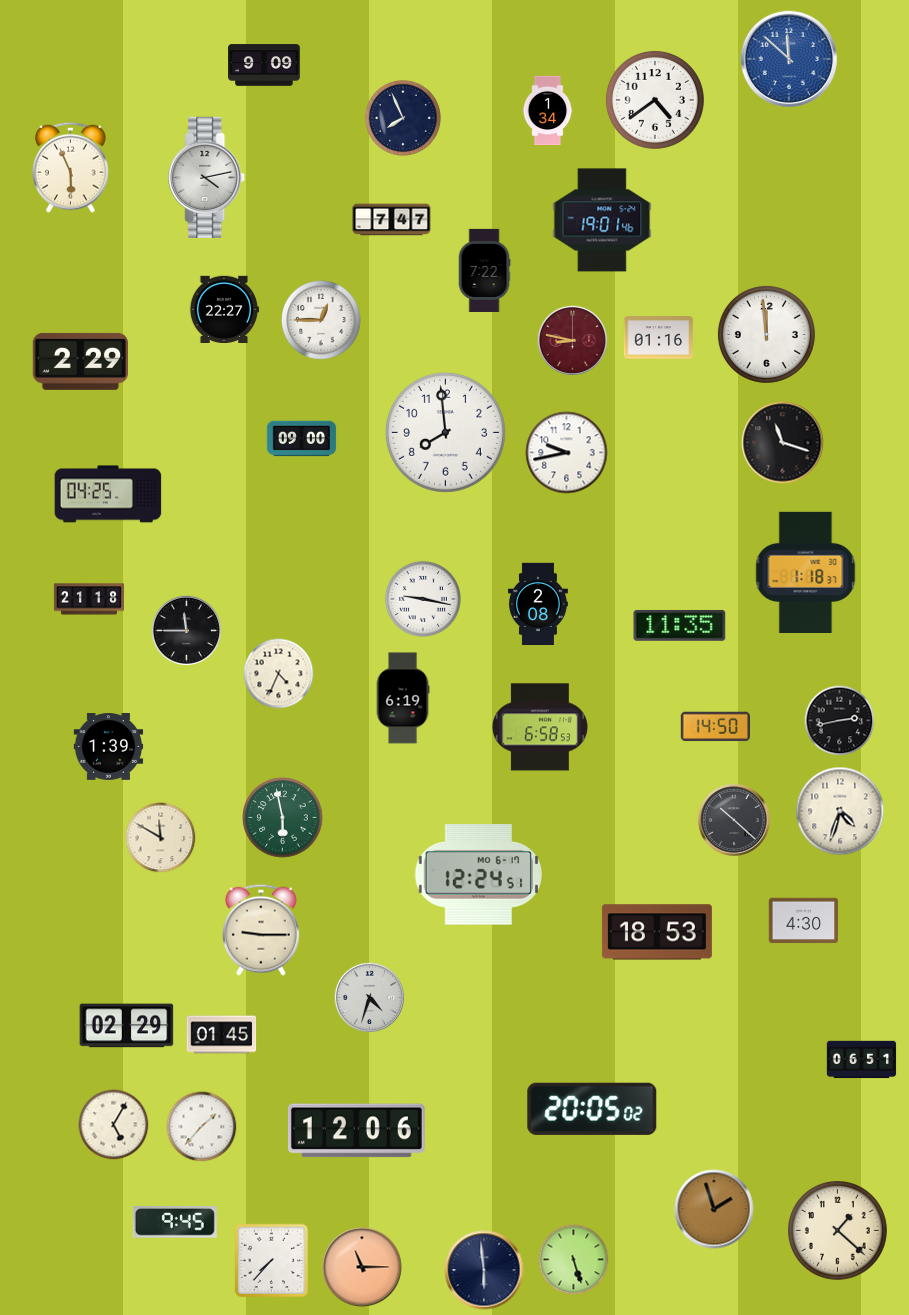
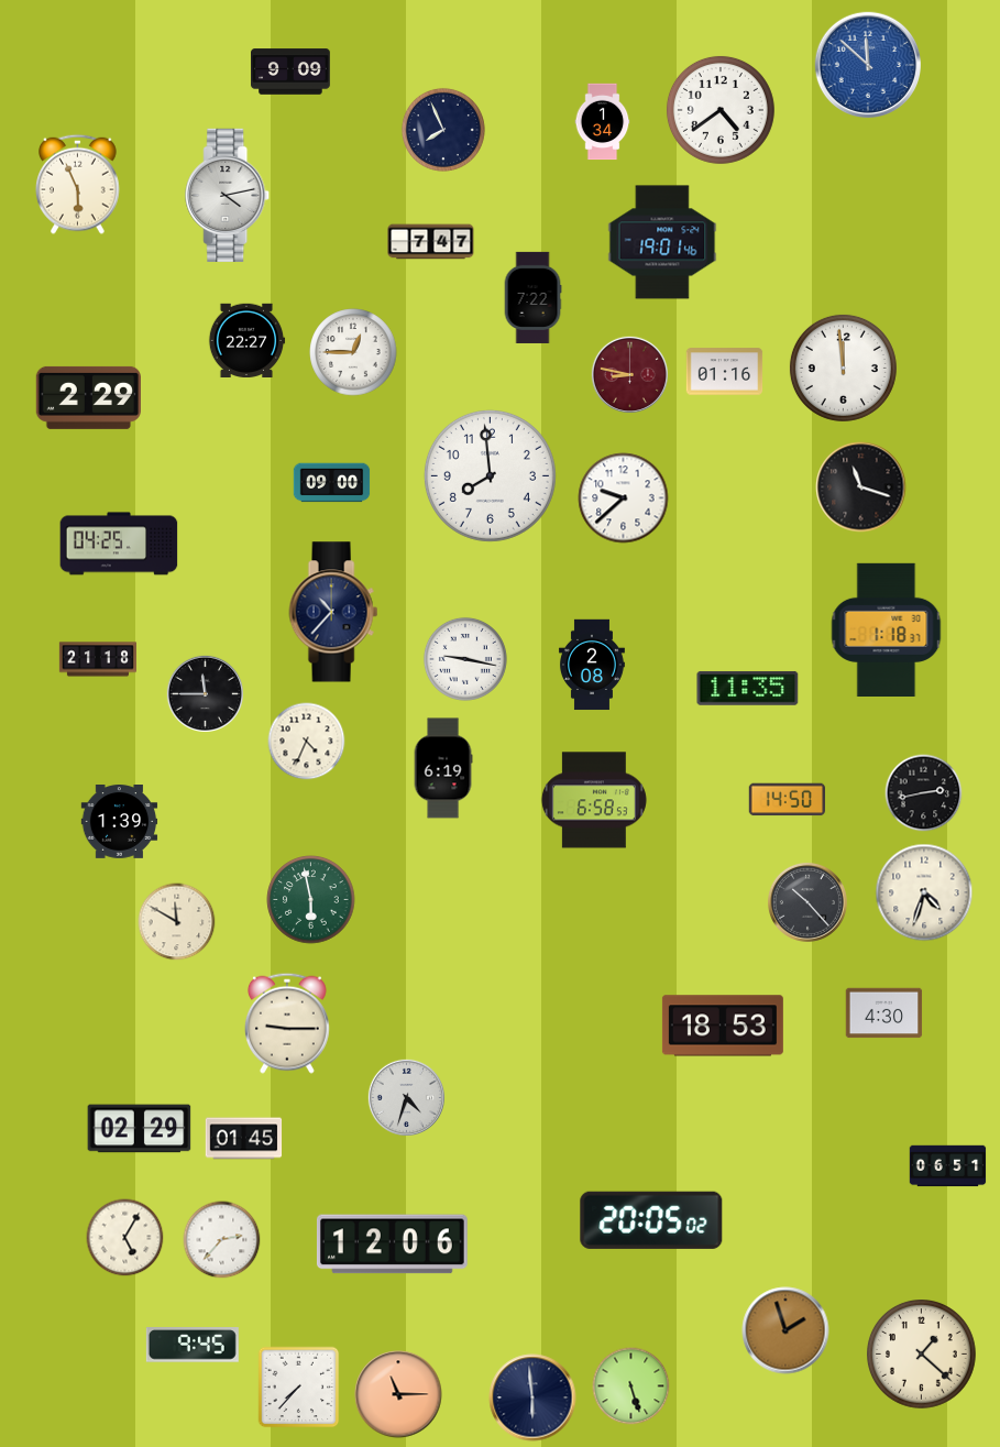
clock at (567, 453): 9:43 -> 9:38
clock at (333, 612): none -> 10:37
clock at (734, 820): 10:22 -> 10:23
clock at (478, 875): 12:24 -> none
clock at (202, 1127): 1:37 -> 2:37
